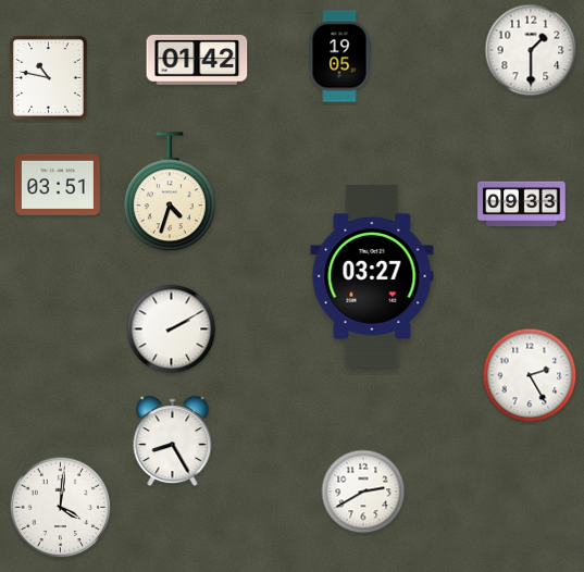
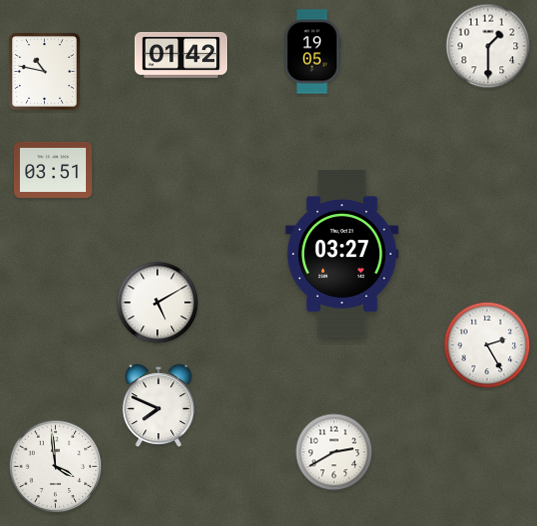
clock at (170, 192): 4:33 -> none
clock at (522, 204): 09:33 -> none
clock at (172, 329): 2:10 -> 5:10
clock at (173, 442): 8:25 -> 7:49
clock at (61, 508): 4:01 -> 3:59
